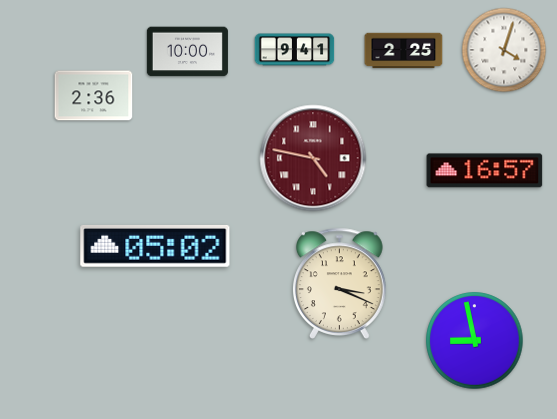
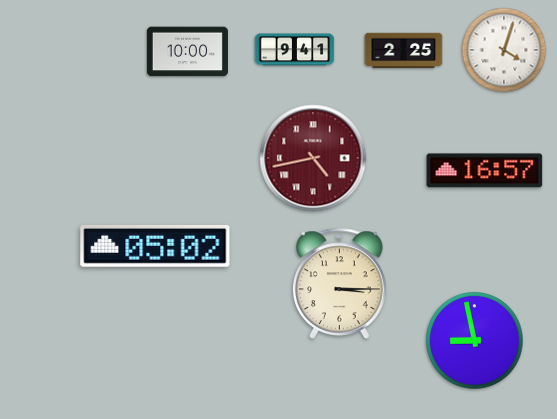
clock at (94, 96): 2:36 -> none
clock at (313, 158): 4:47 -> 4:43
clock at (340, 283): 3:19 -> 3:15
